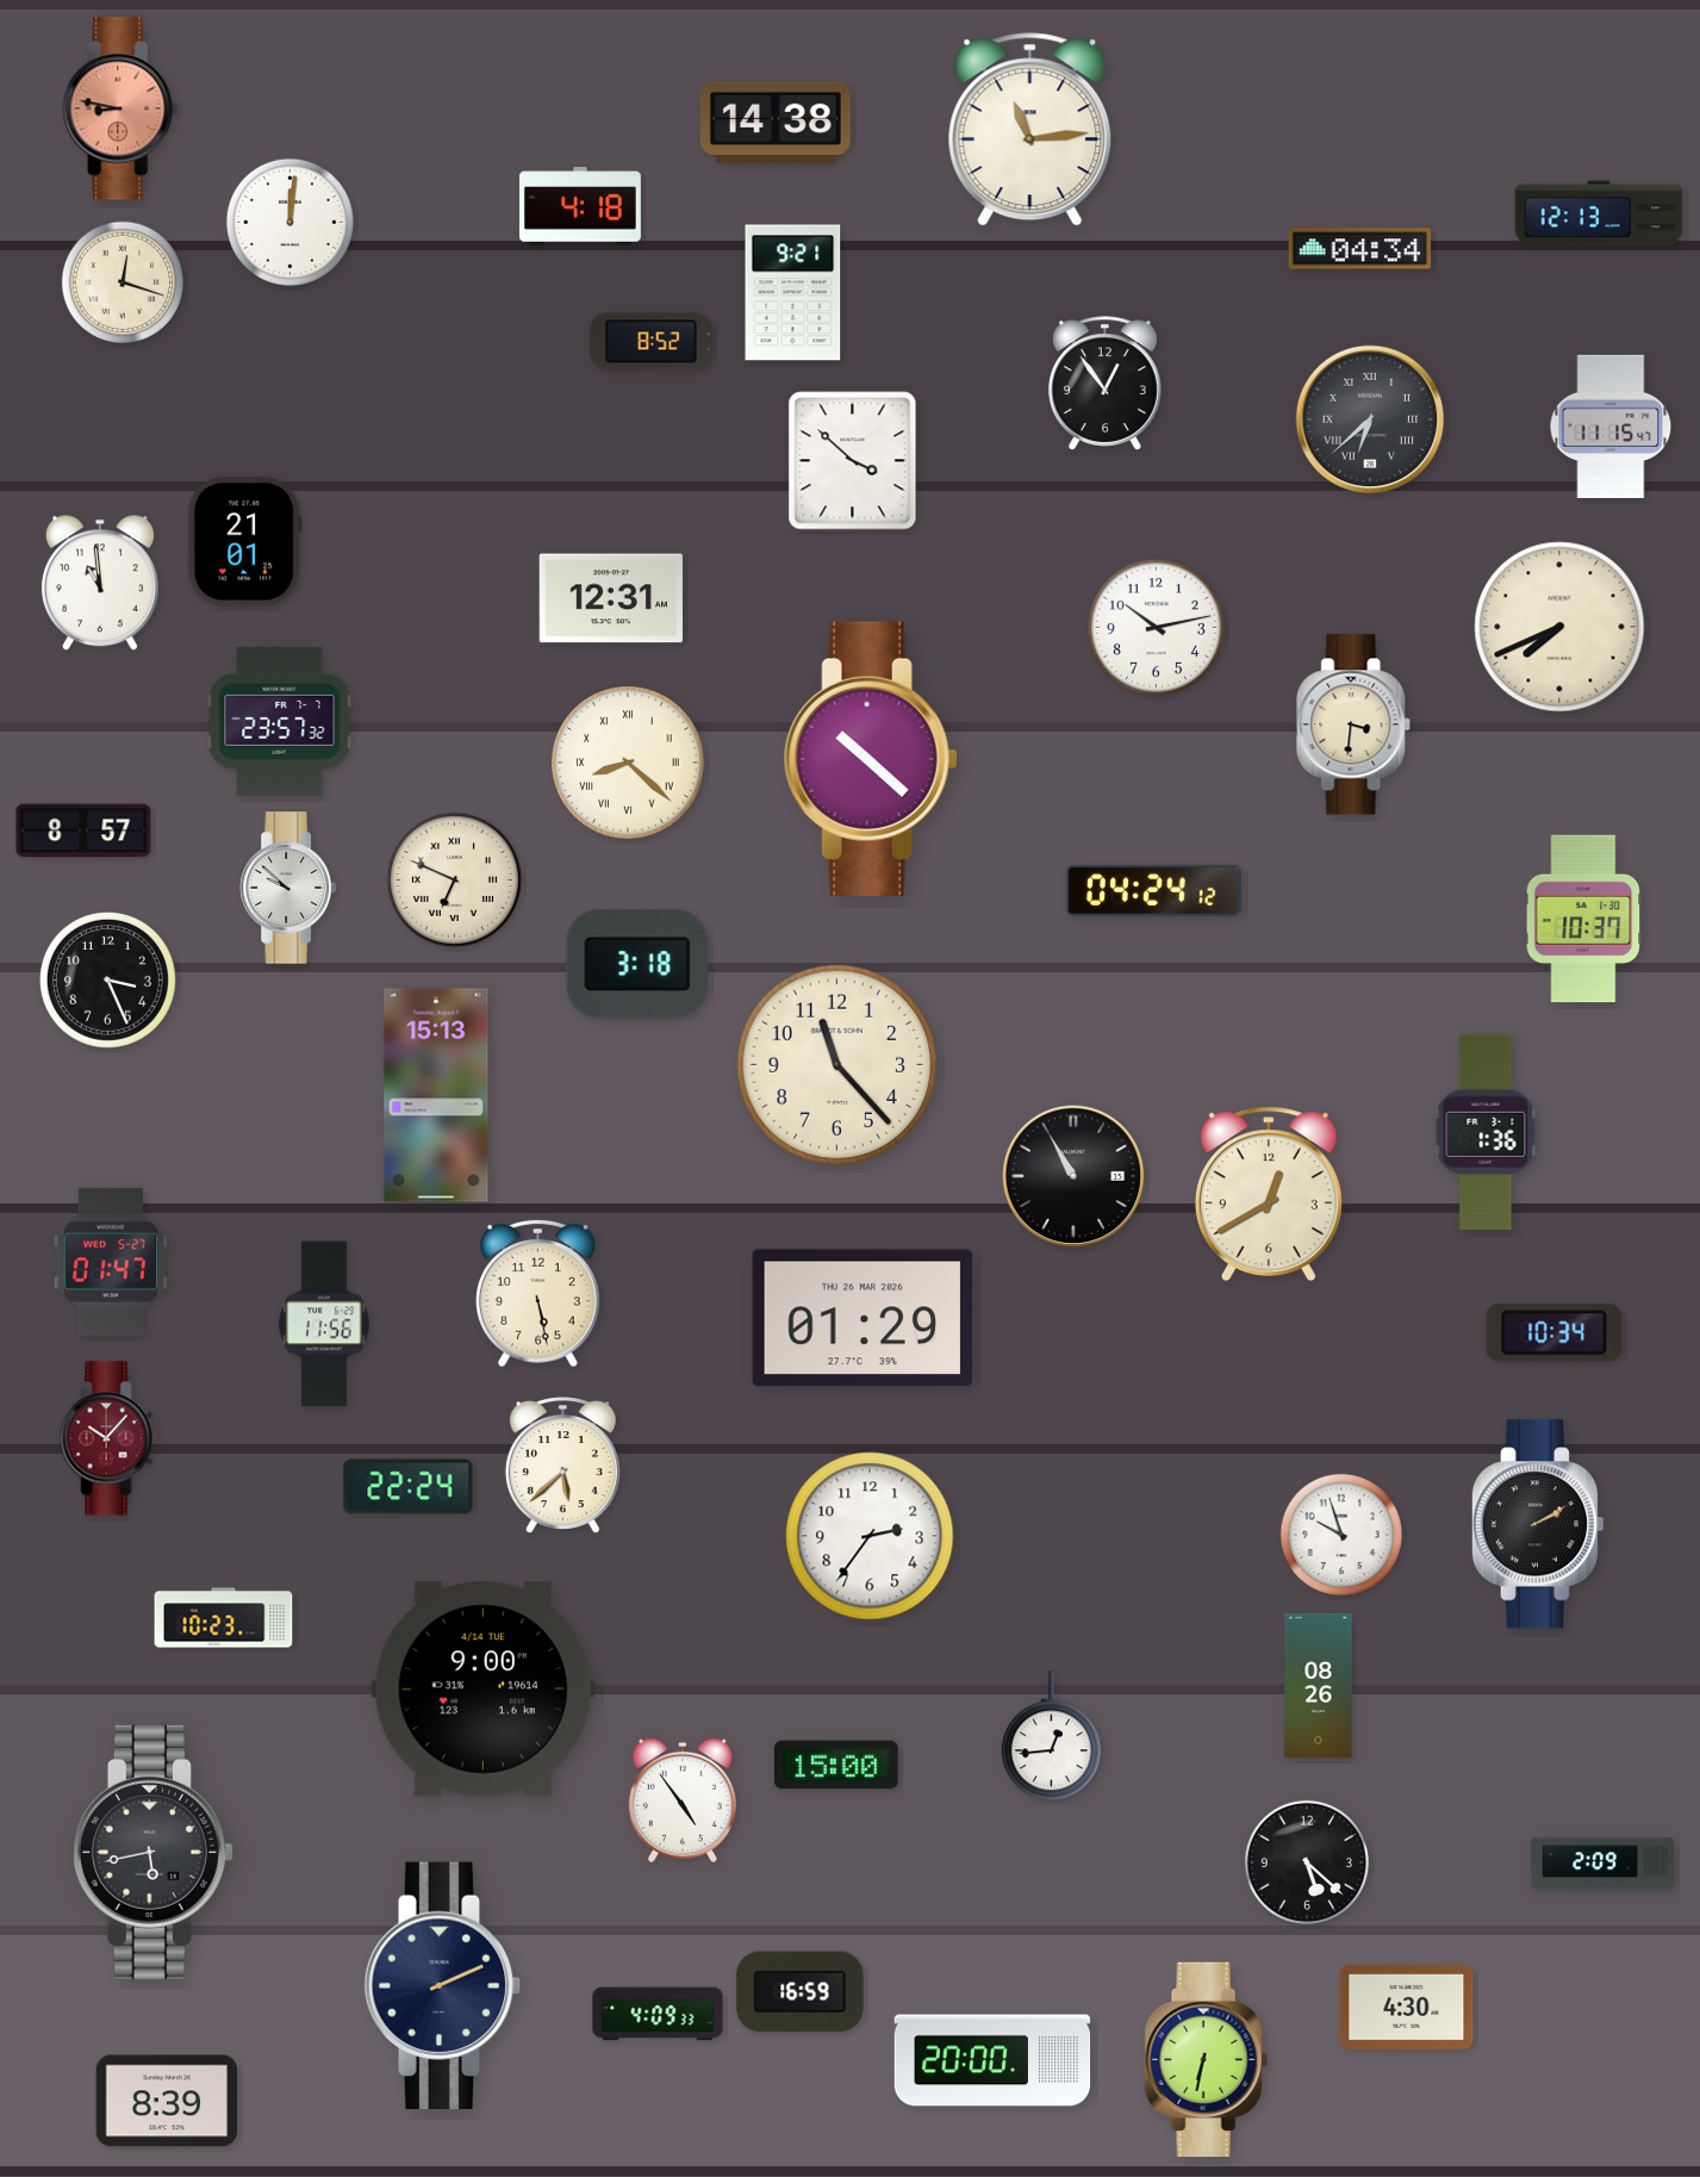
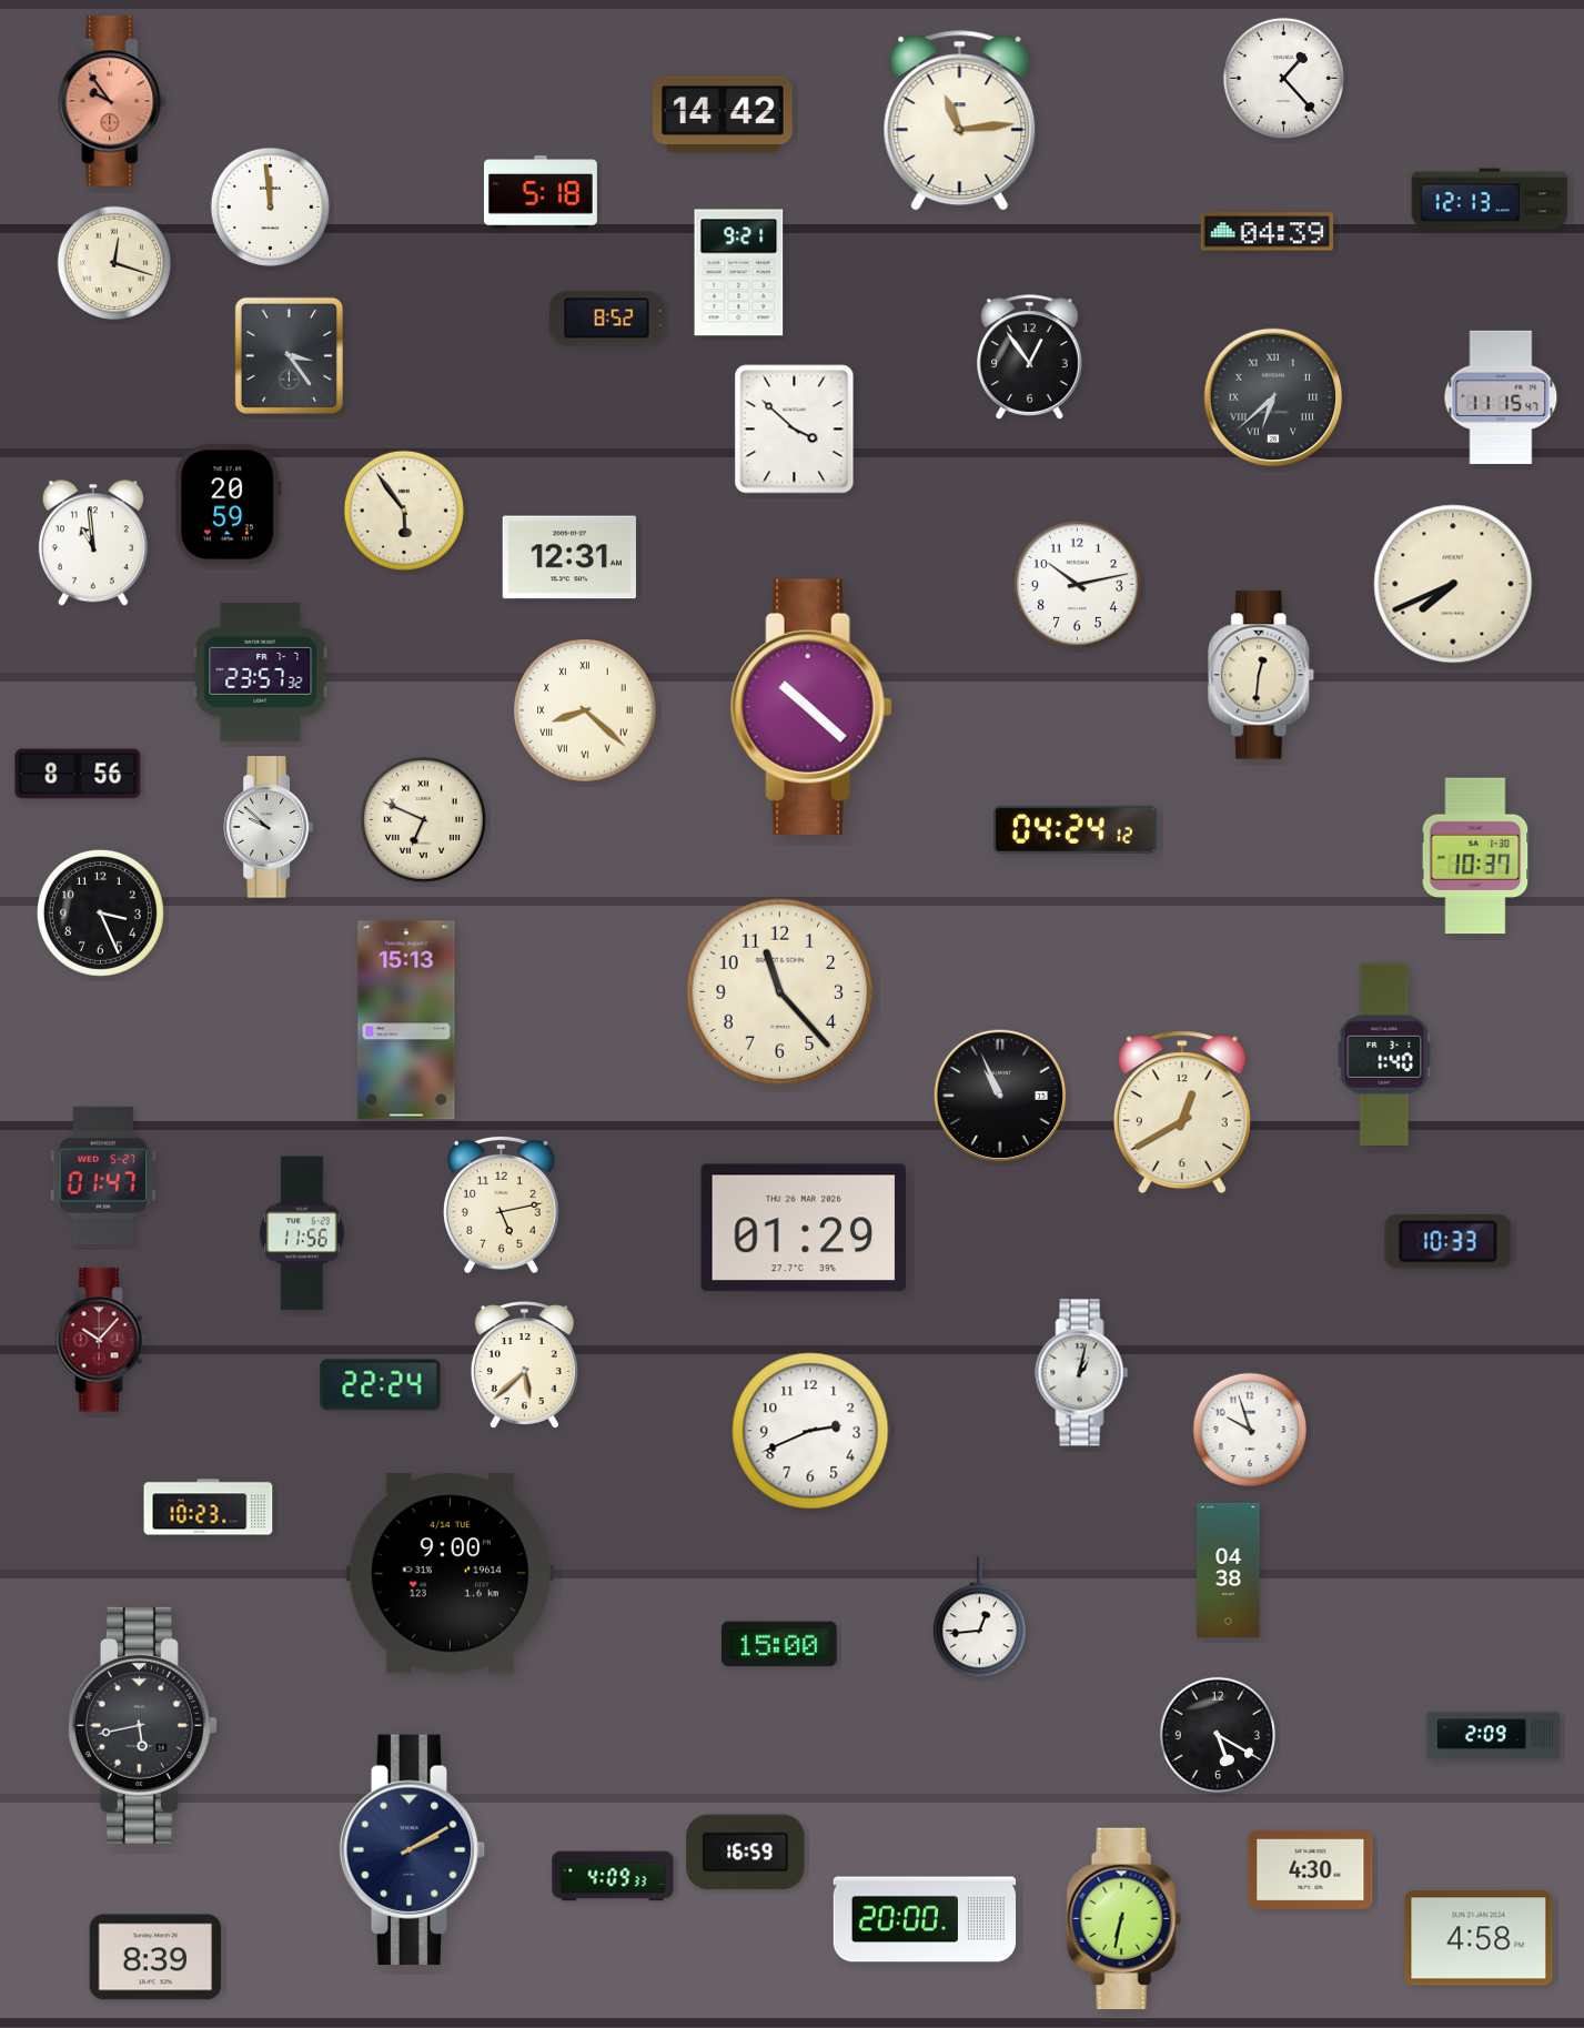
clock at (1283, 78): none -> 1:23
clock at (120, 108): 8:47 -> 9:54
clock at (776, 123): 14:38 -> 14:42
clock at (580, 206): 4:18 -> 5:18
clock at (289, 222): 12:01 -> 11:59
clock at (1360, 249): 04:34 -> 04:39
clock at (289, 355): none -> 3:24
clock at (1370, 419) position: (1370, 419) -> (1273, 397)
clock at (244, 542): 21:01 -> 20:59
clock at (404, 511): none -> 5:54
clock at (1355, 724): 3:31 -> 12:31
clock at (83, 831): 8:57 -> 8:56
clock at (637, 964): 3:18 -> none
clock at (1486, 1131): 1:36 -> 1:40
clock at (1073, 1176): 10:55 -> 10:56
clock at (537, 1293): 5:28 -> 5:13
clock at (1555, 1333): 10:34 -> 10:33
clock at (1082, 1373): none -> 1:02
clock at (1538, 1524): 2:10 -> none
clock at (870, 1536): 2:36 -> 2:41
clock at (1319, 1685): 08:26 -> 04:38
clock at (683, 1800): 4:54 -> none
clock at (1307, 1862): 5:22 -> 5:20
clock at (443, 1985): 2:11 -> 2:10
clock at (801, 1992) position: (801, 1992) -> (746, 1853)
clock at (1479, 1938): none -> 4:58
